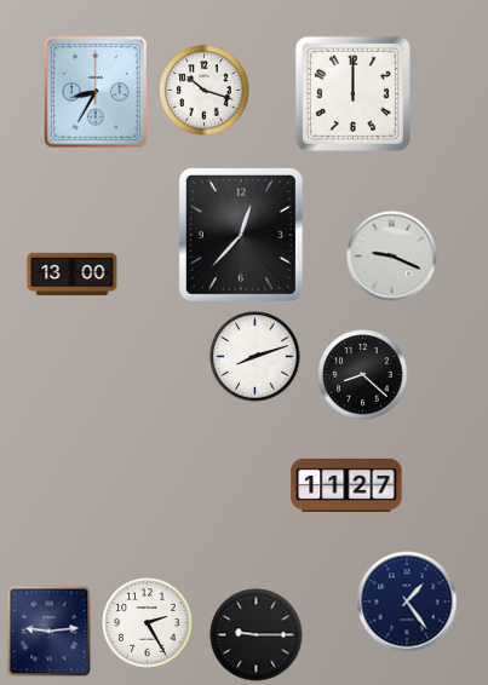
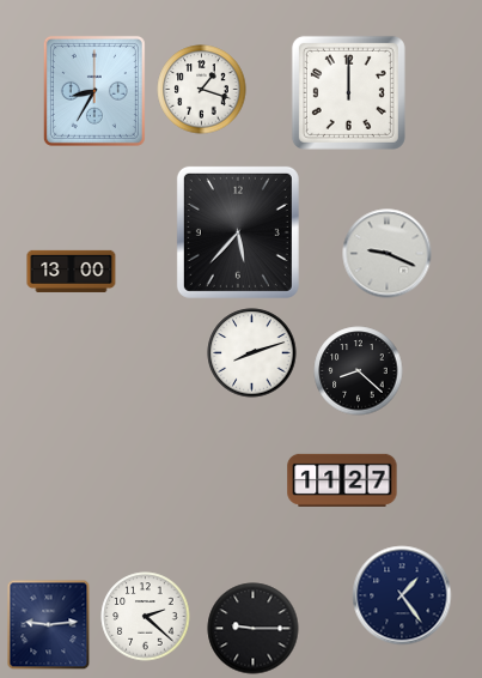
clock at (205, 91): 10:18 -> 1:18
clock at (241, 235): 12:37 -> 5:37
clock at (148, 623): 2:25 -> 2:22
